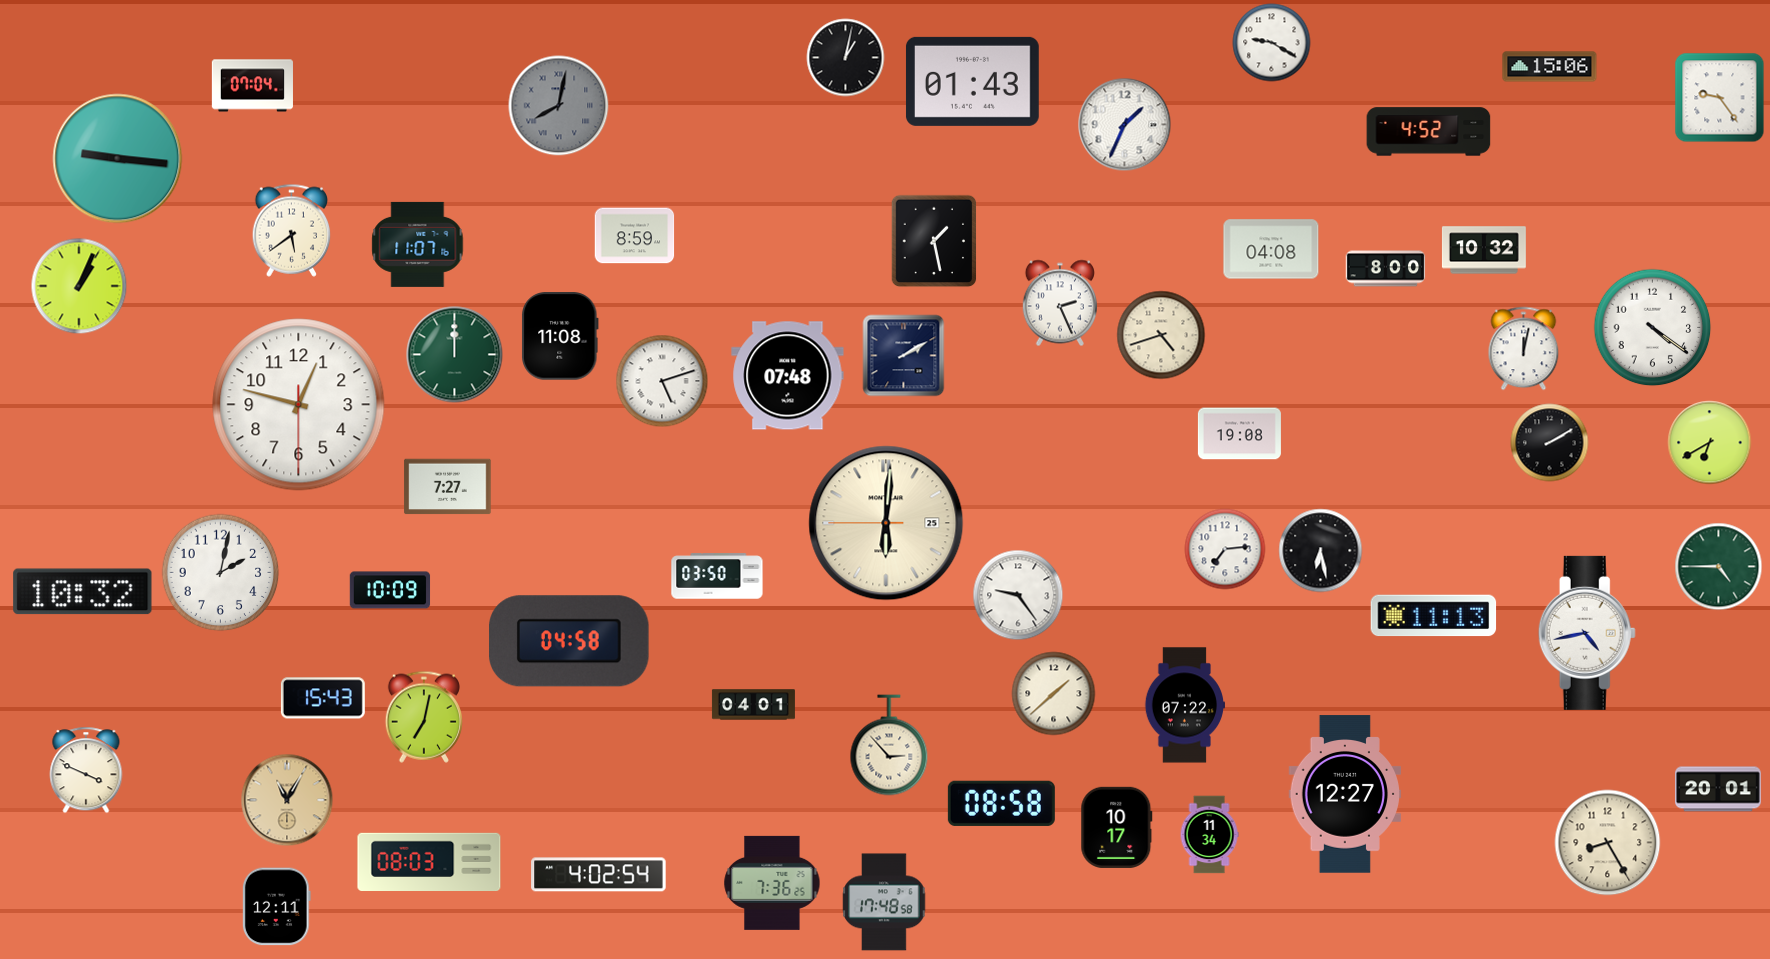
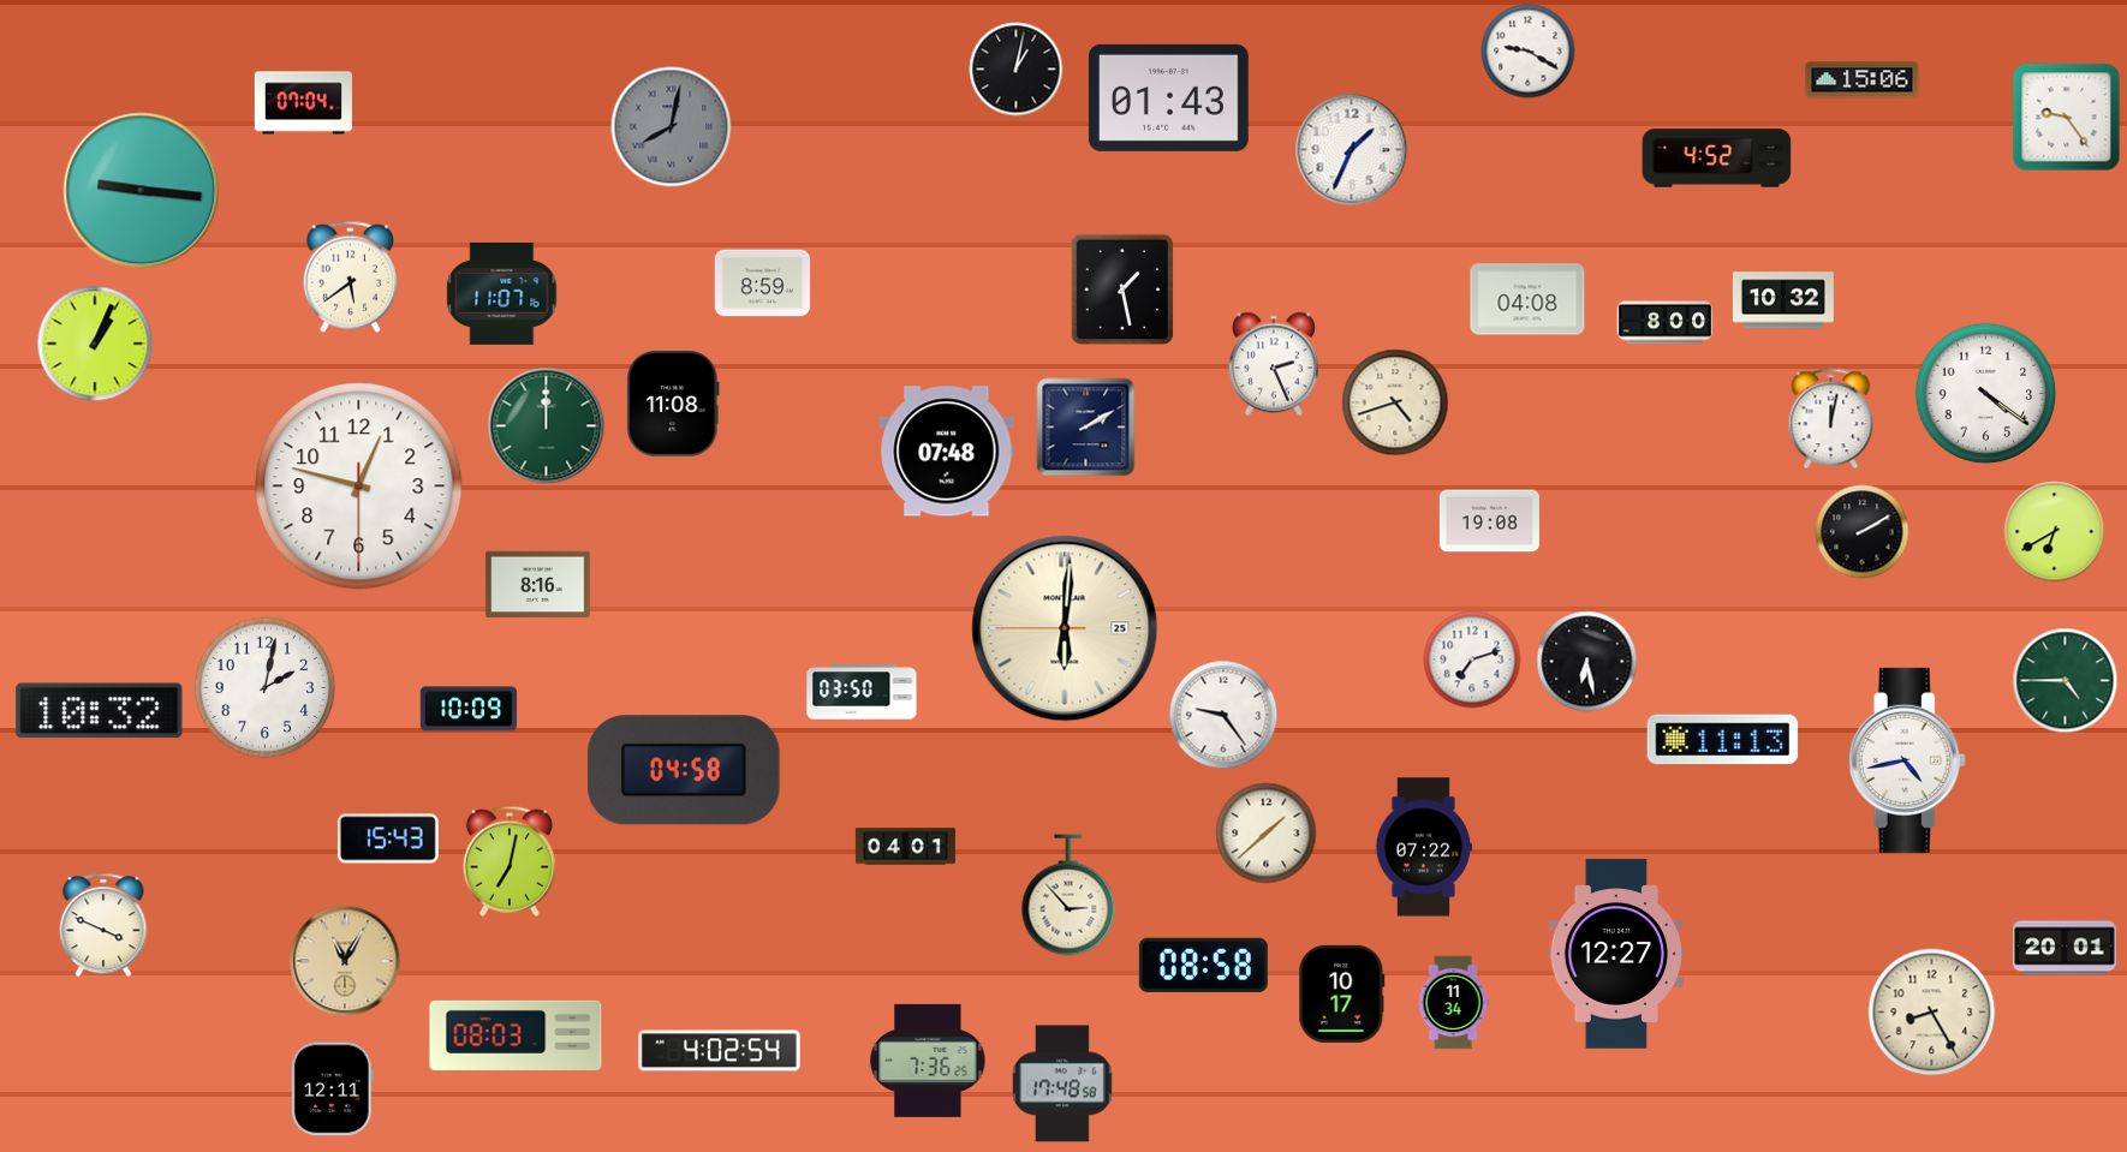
clock at (662, 381): 5:12 -> none
clock at (448, 487): 7:27 -> 8:16
clock at (1225, 549): 7:14 -> 7:12
